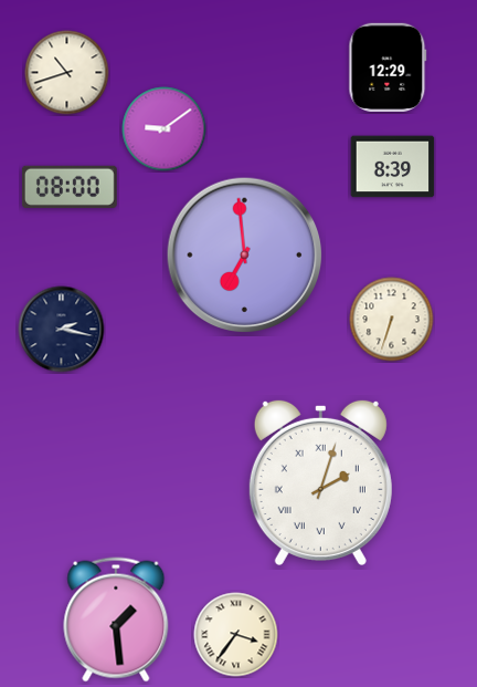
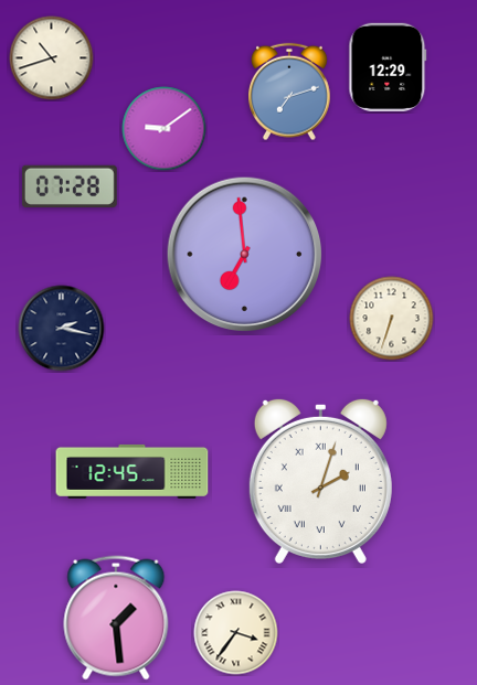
clock at (67, 73) position: (67, 73) -> (52, 58)
clock at (290, 92): none -> 7:12
clock at (393, 167): 8:39 -> none
clock at (70, 187): 08:00 -> 07:28
clock at (132, 471): none -> 12:45
